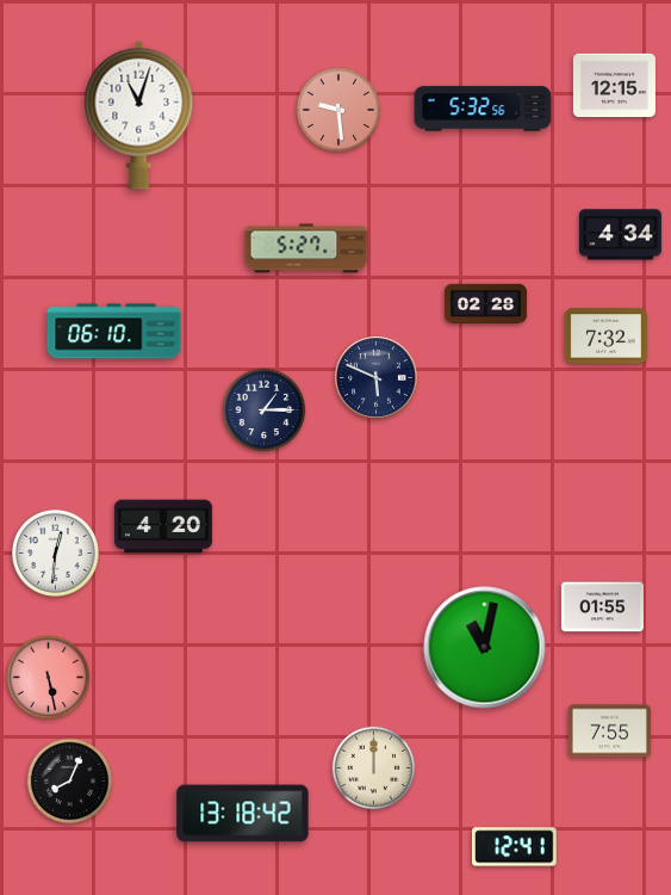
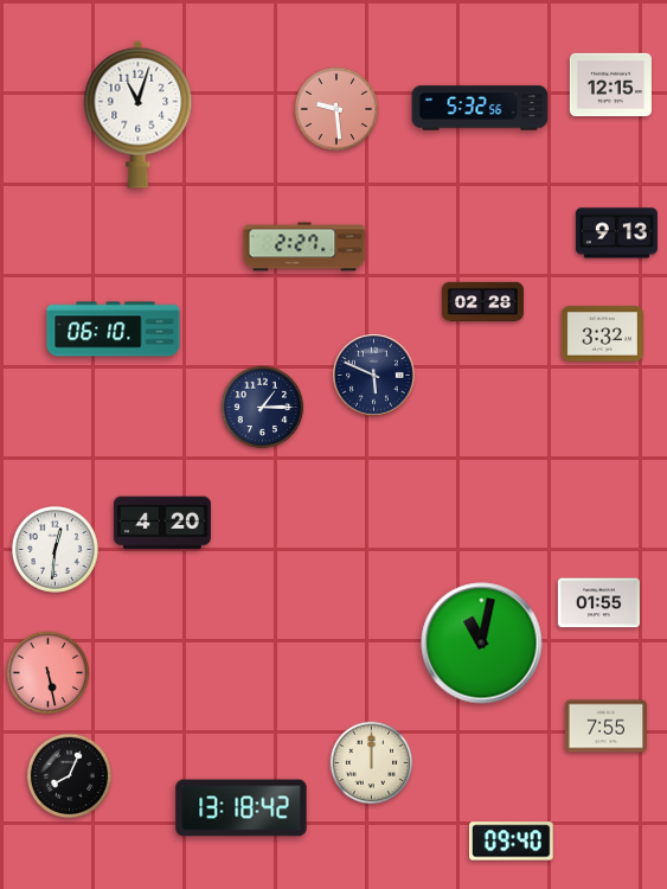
clock at (620, 235): 4:34 -> 9:13
clock at (306, 248): 5:27 -> 2:27
clock at (605, 337): 7:32 -> 3:32
clock at (515, 847): 12:41 -> 09:40
